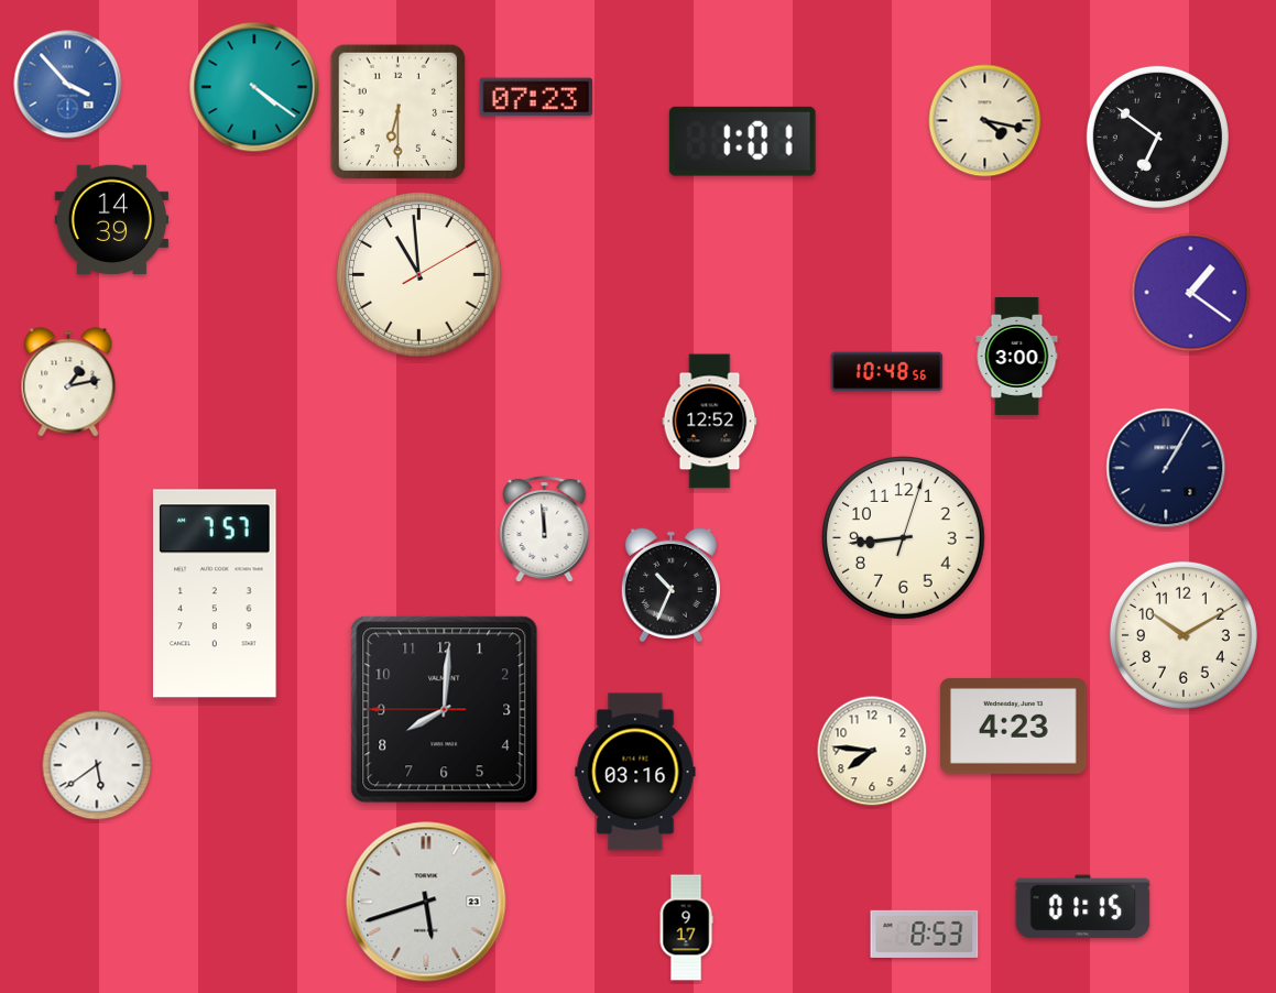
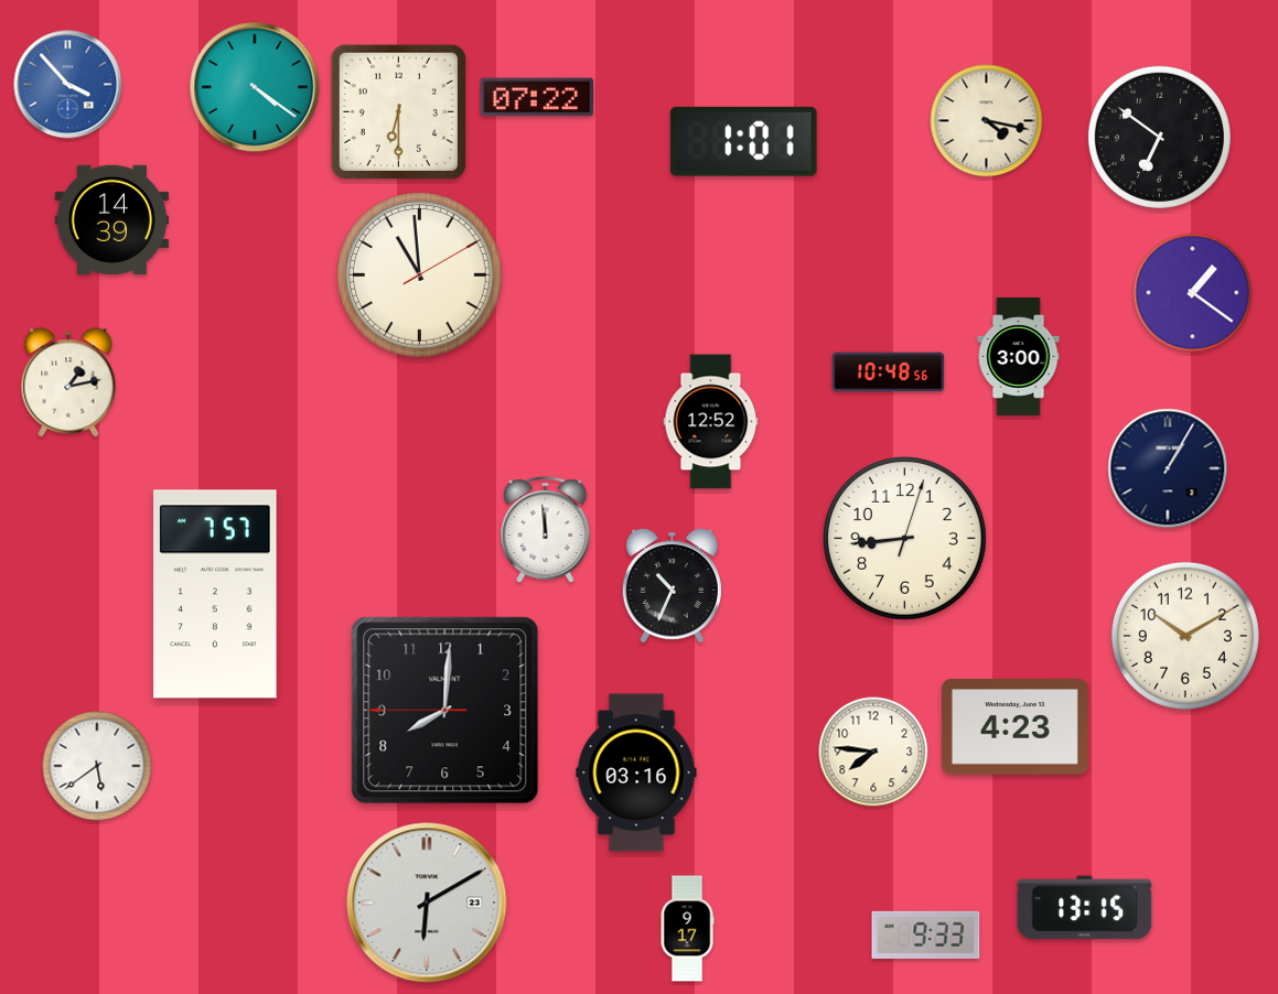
clock at (535, 97): 07:23 -> 07:22
clock at (426, 902): 5:42 -> 6:10
clock at (1083, 907): 01:15 -> 13:15
clock at (925, 934): 8:53 -> 9:33
